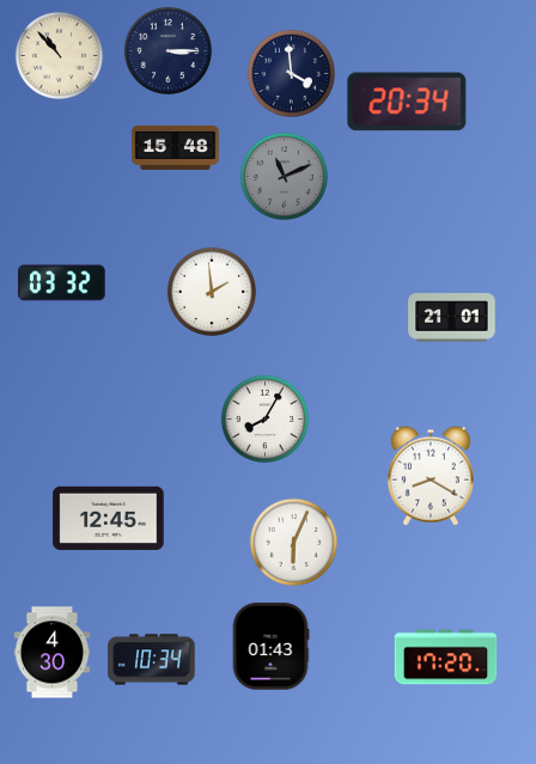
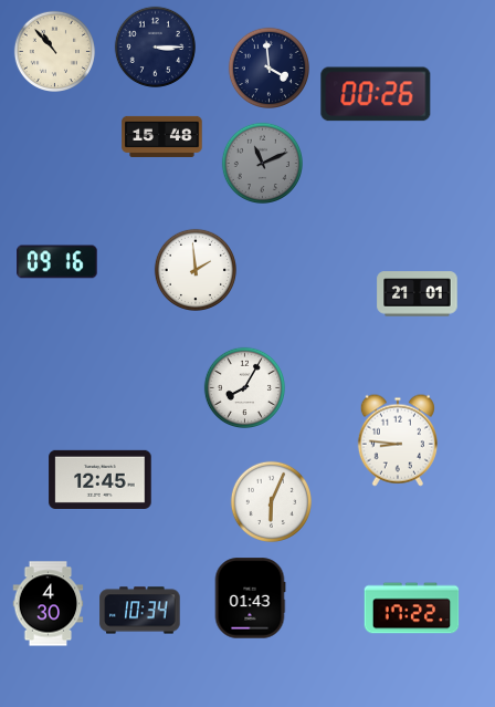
clock at (407, 102): 20:34 -> 00:26
clock at (62, 283): 03:32 -> 09:16
clock at (431, 476): 8:20 -> 8:46
clock at (446, 658): 17:20 -> 17:22
